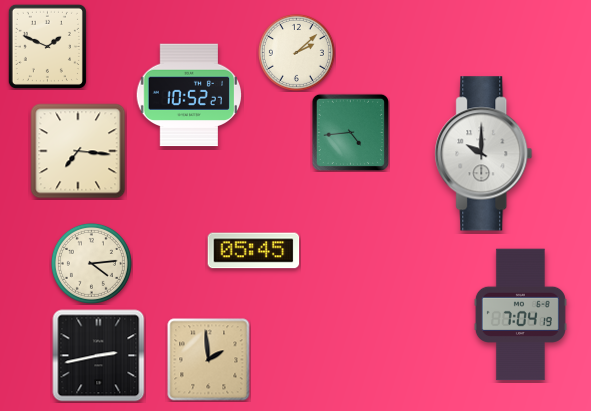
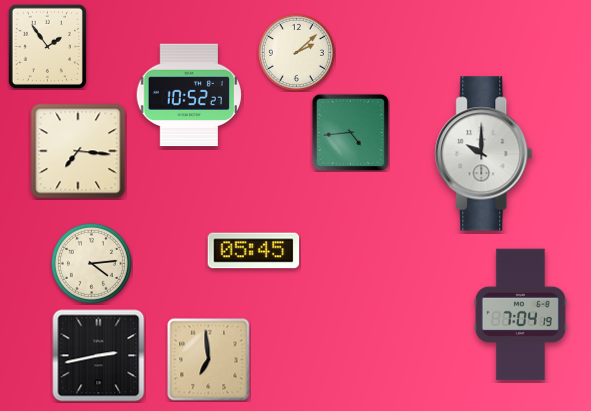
clock at (47, 46): 1:49 -> 1:54
clock at (209, 360): 1:59 -> 6:59
